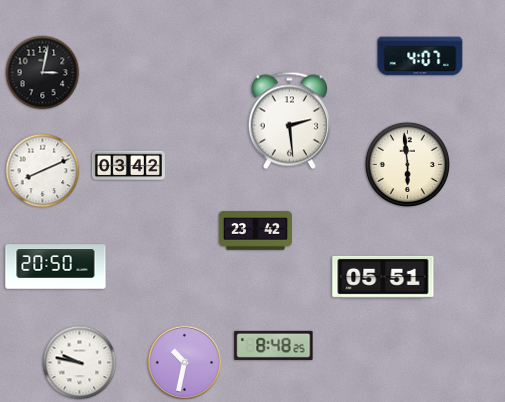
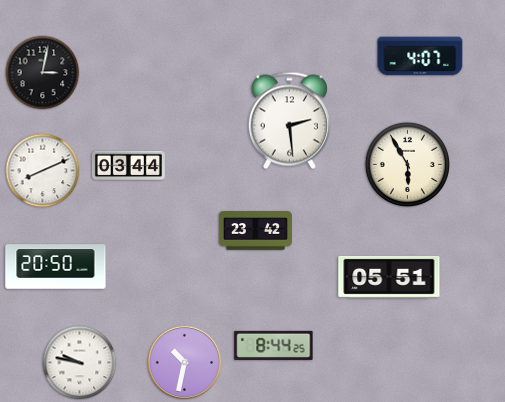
clock at (407, 164): 5:59 -> 5:55
clock at (128, 166): 03:42 -> 03:44
clock at (383, 277) position: (383, 277) -> (389, 277)
clock at (274, 345): 8:48 -> 8:44
